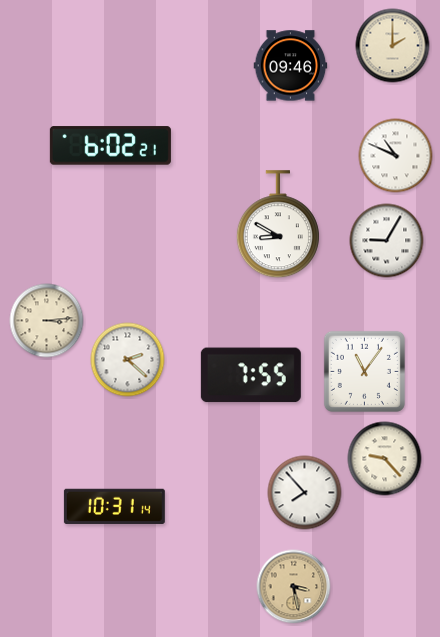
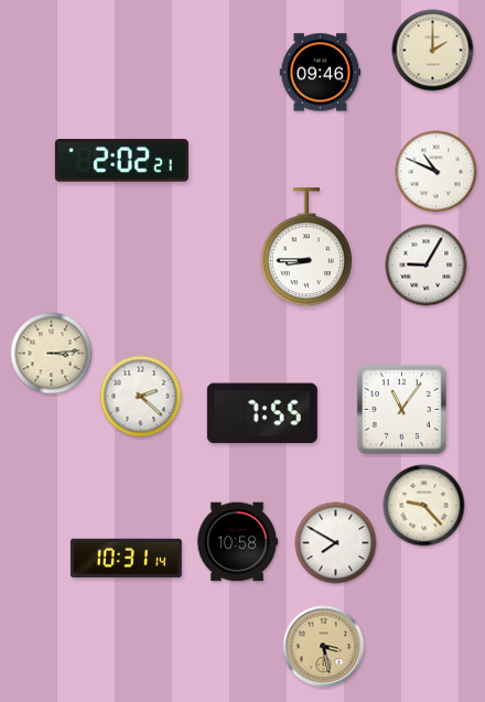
clock at (110, 146): 6:02 -> 2:02
clock at (278, 225): 8:50 -> 8:45
clock at (251, 375) position: (251, 375) -> (262, 413)
clock at (237, 542): none -> 10:58
clock at (305, 493): 7:53 -> 7:50
